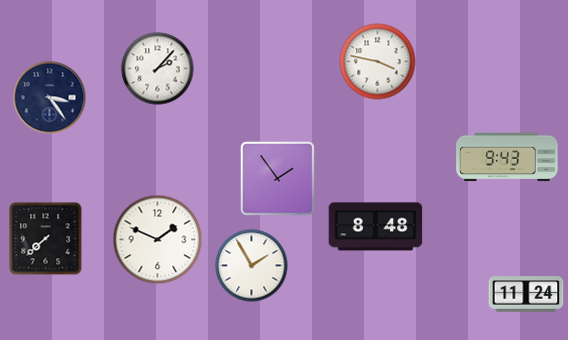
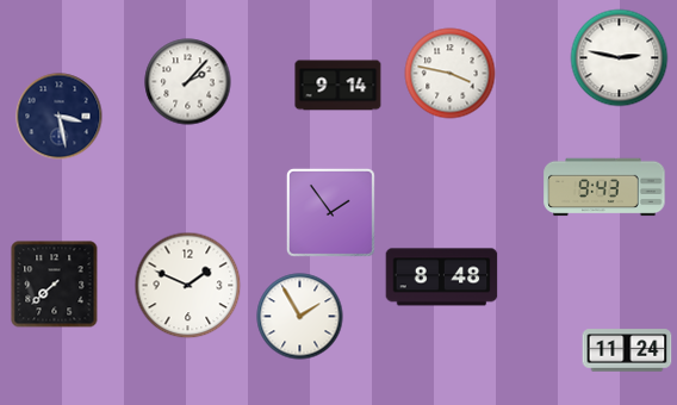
clock at (620, 58): none -> 2:47
clock at (338, 86): none -> 9:14
clock at (50, 98): 3:24 -> 3:28
clock at (376, 227) position: (376, 227) -> (442, 278)
